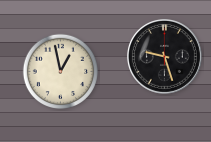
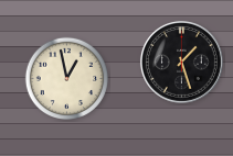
clock at (165, 57): 9:27 -> 1:27
